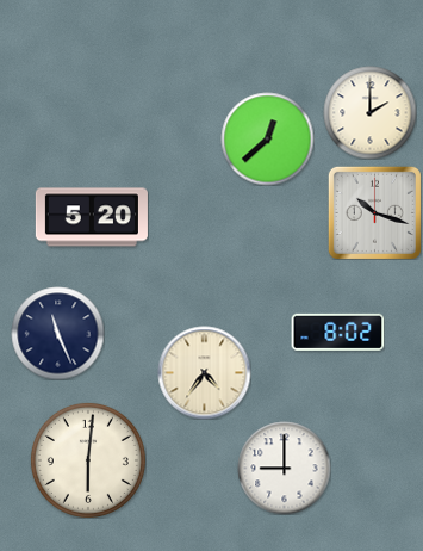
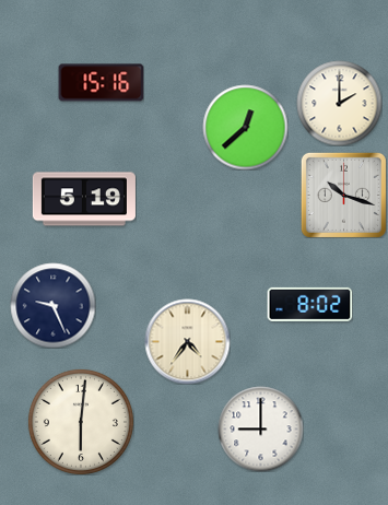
clock at (101, 83): none -> 15:16
clock at (92, 217): 5:20 -> 5:19
clock at (57, 333): 11:26 -> 9:26
